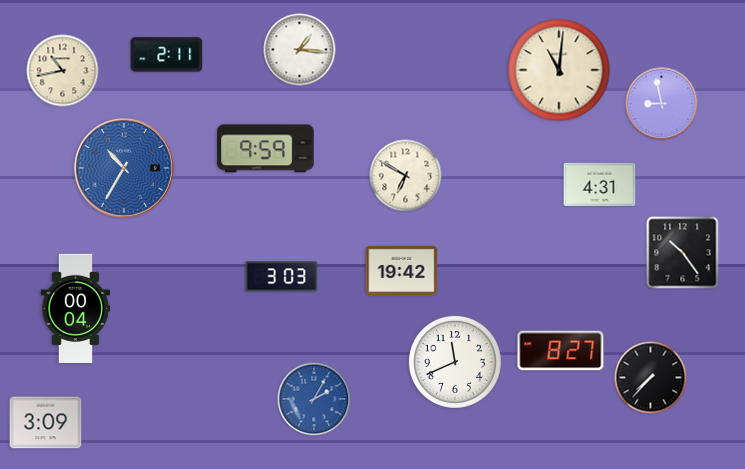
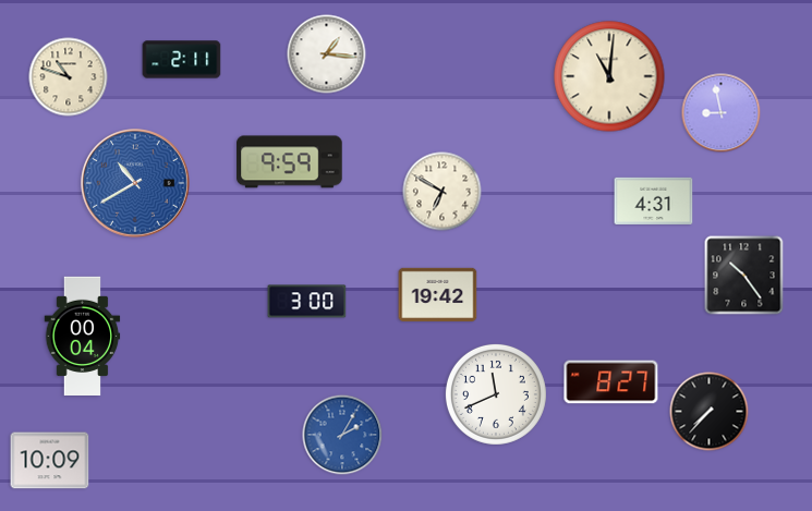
clock at (63, 71): 10:43 -> 10:48
clock at (125, 169): 10:35 -> 10:40
clock at (282, 277): 3:03 -> 3:00
clock at (46, 423): 3:09 -> 10:09
